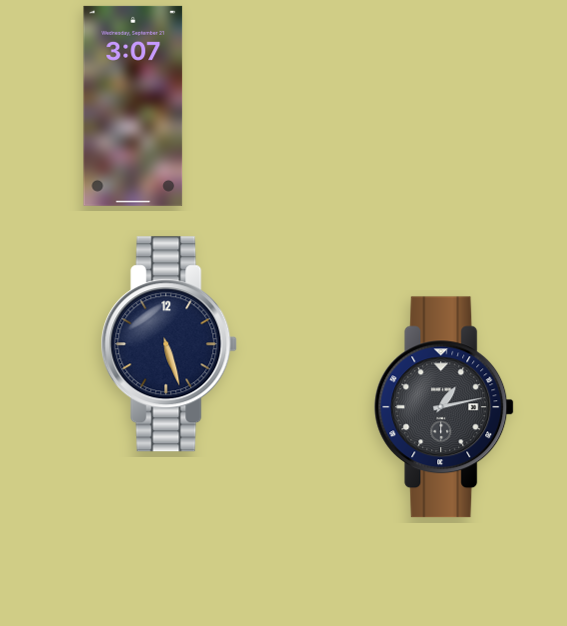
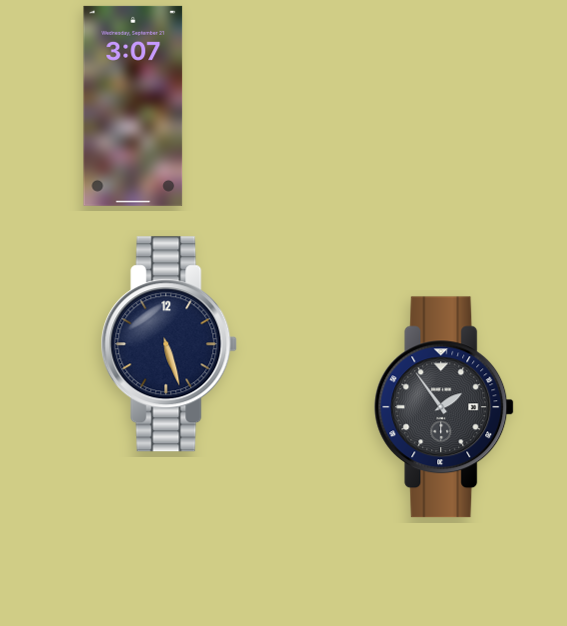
clock at (445, 407): 1:13 -> 1:54
